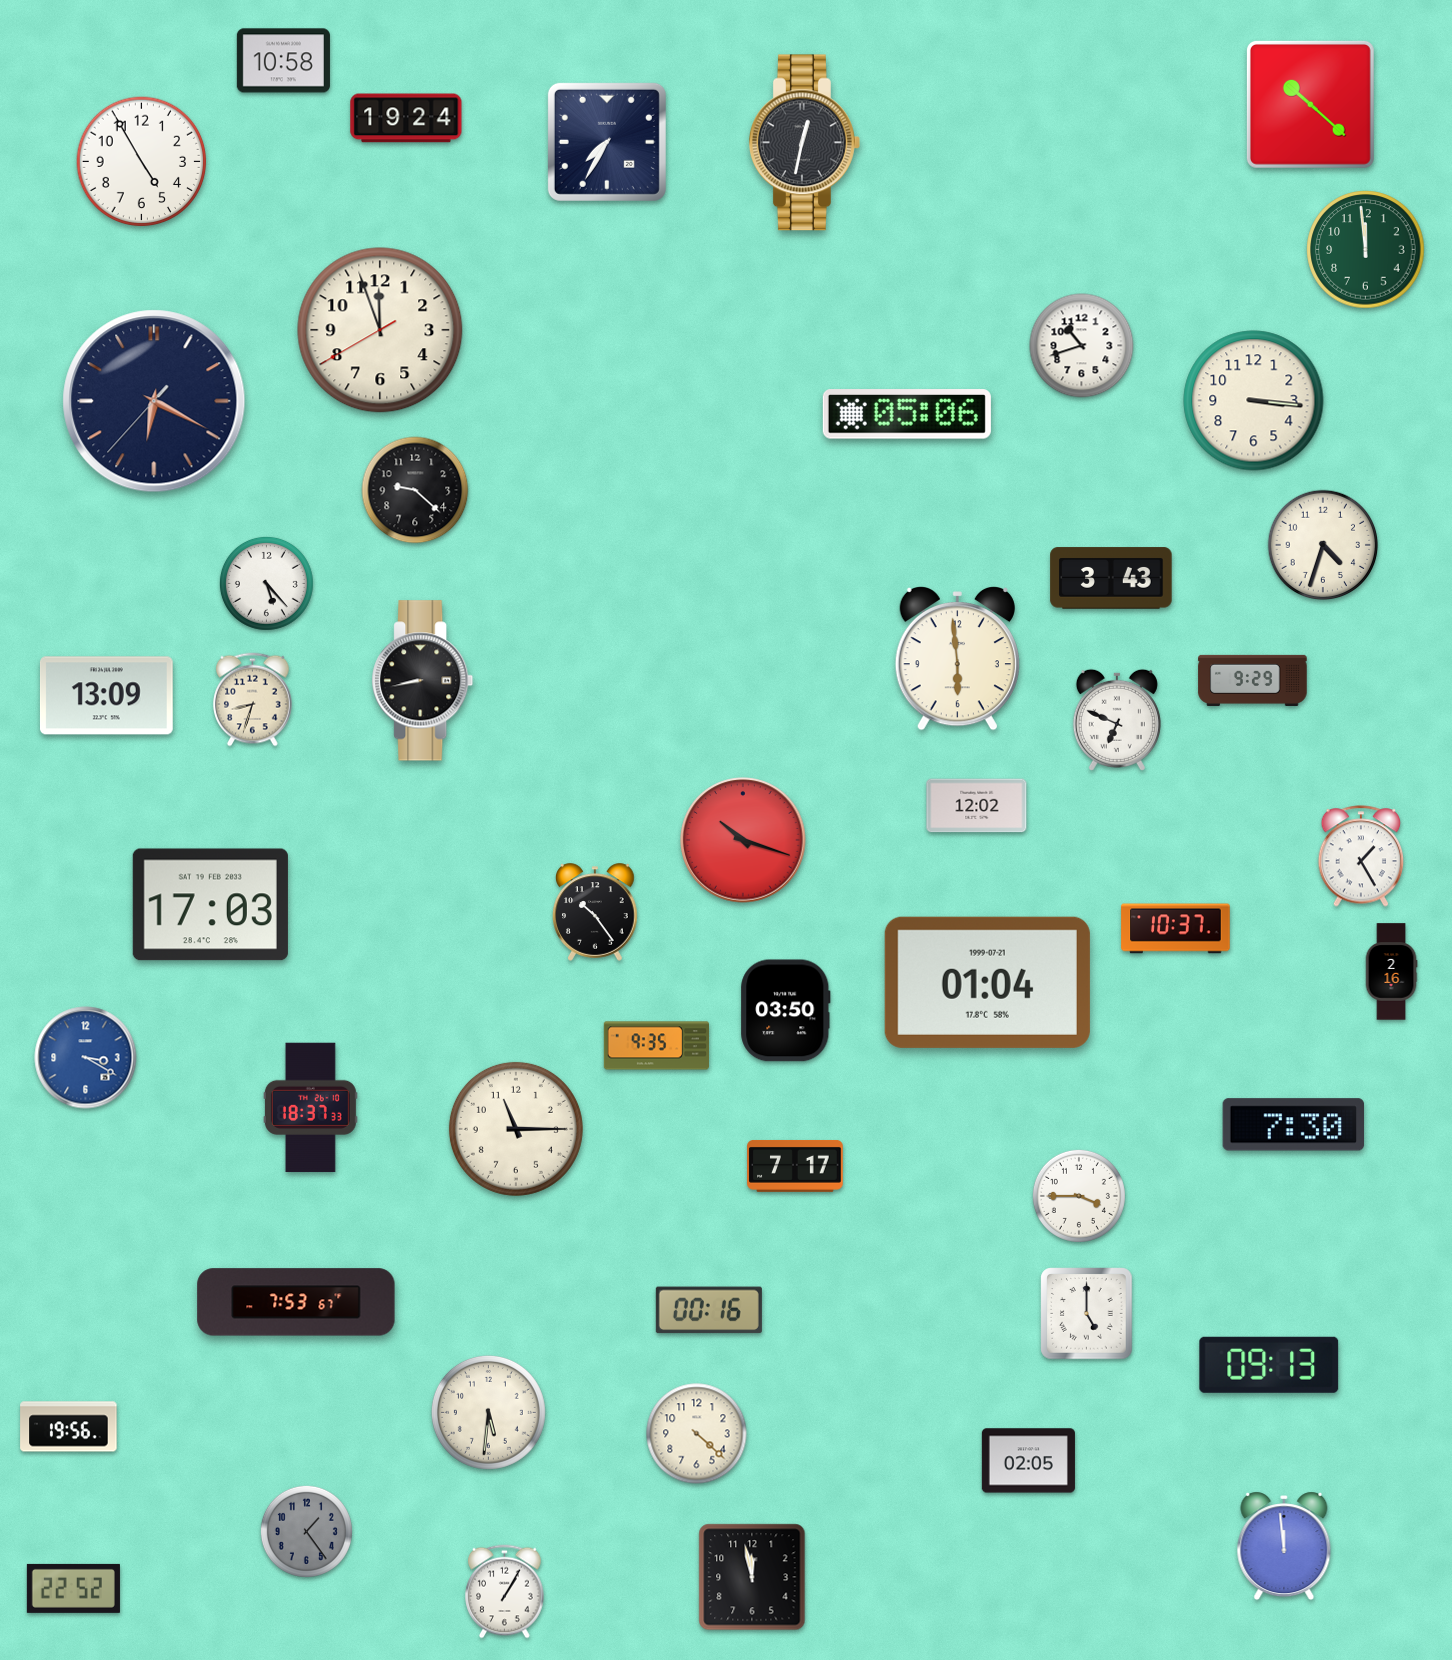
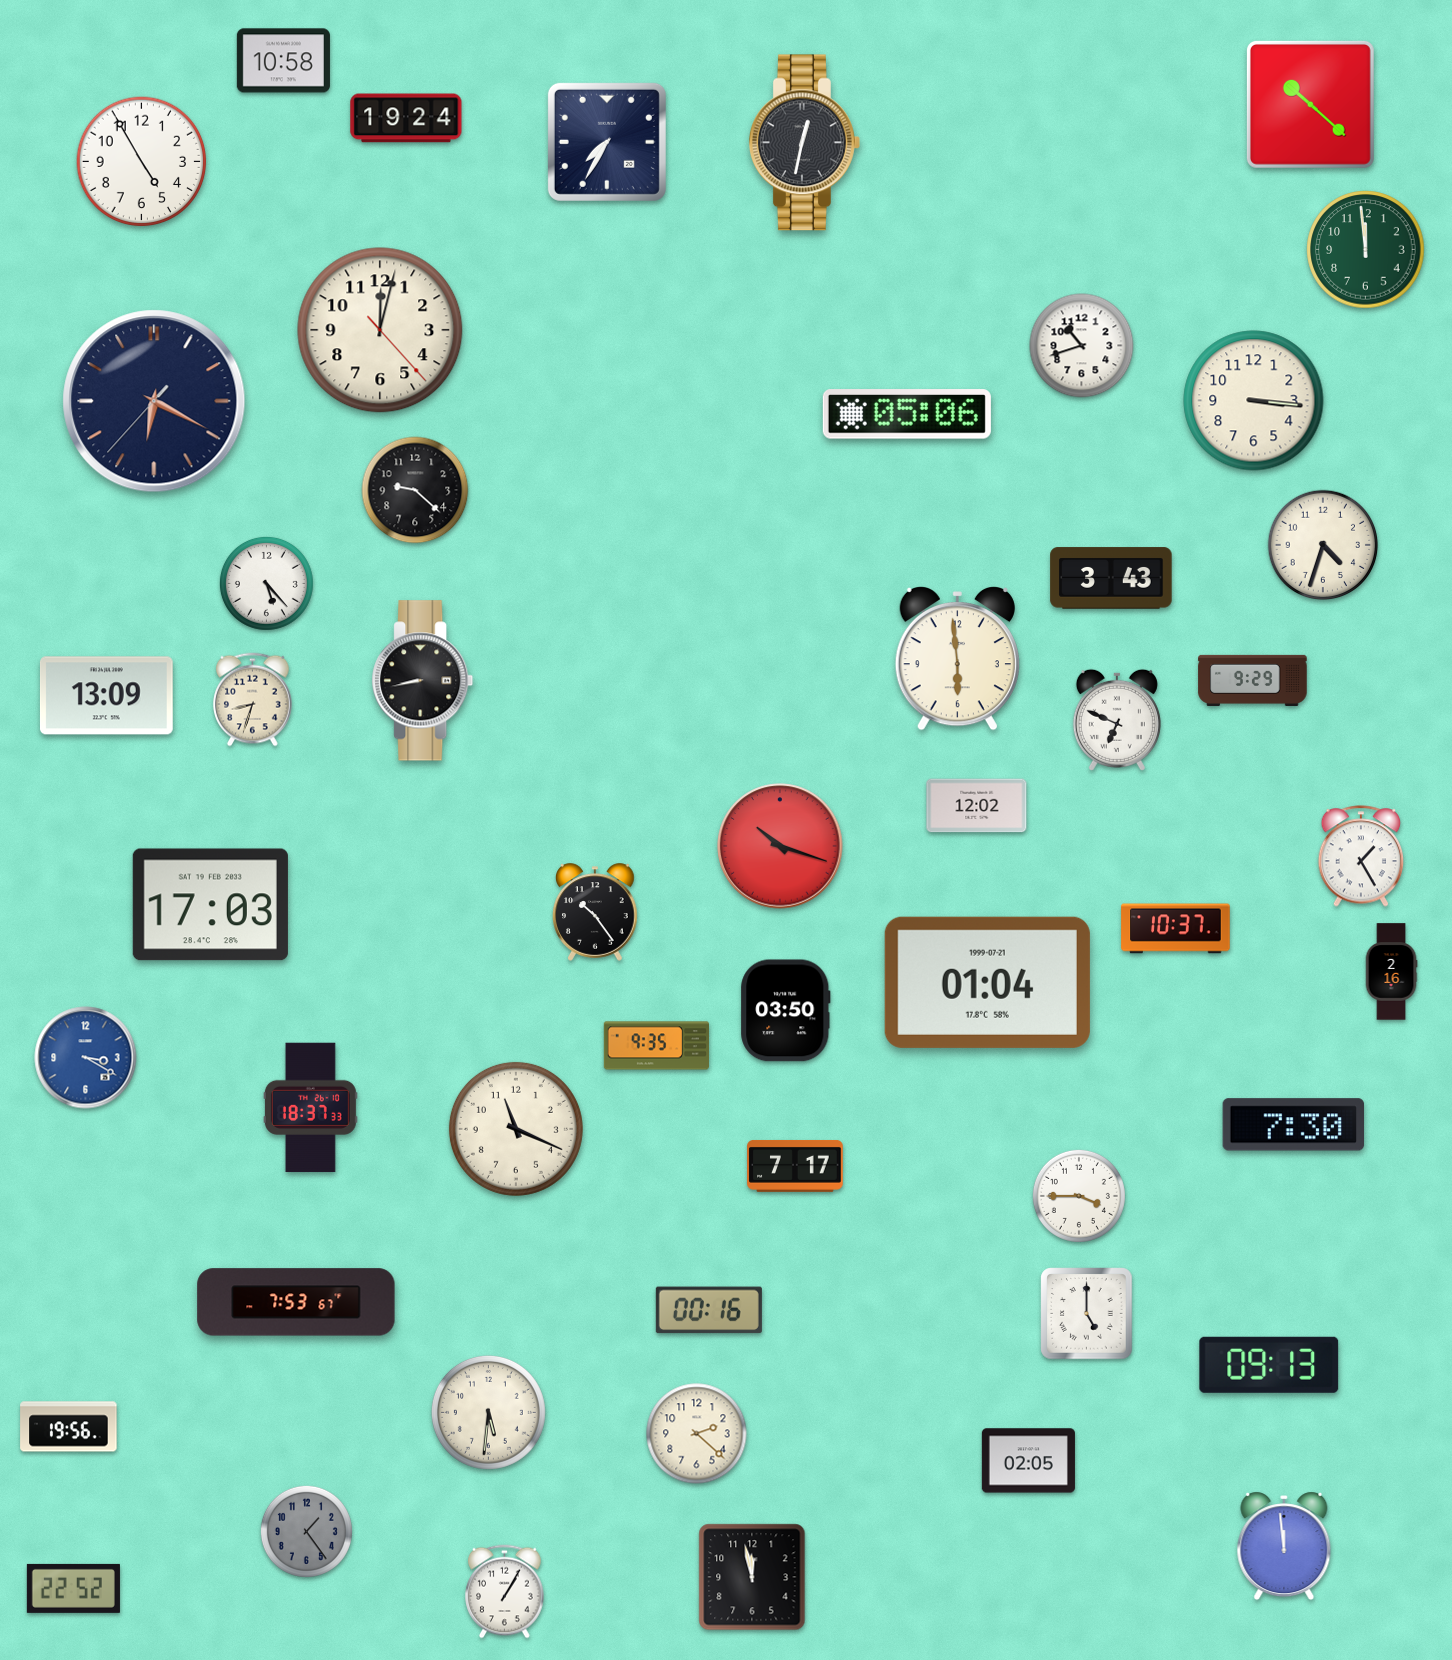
clock at (380, 330): 11:56 -> 12:02
clock at (743, 840) position: (743, 840) -> (780, 846)
clock at (516, 1129): 11:15 -> 11:19
clock at (697, 1434): 4:22 -> 2:22
